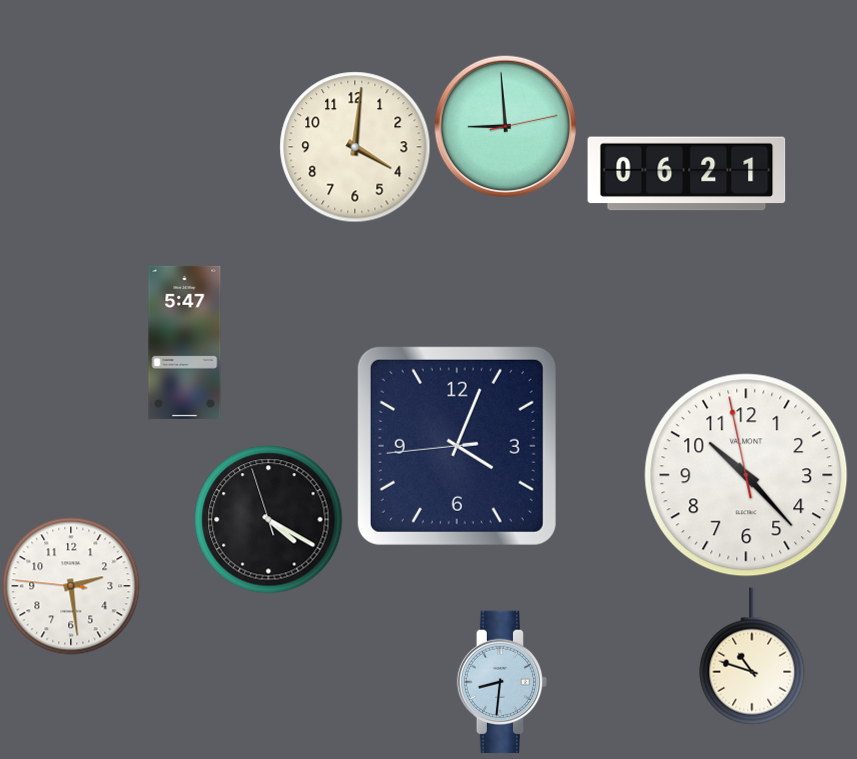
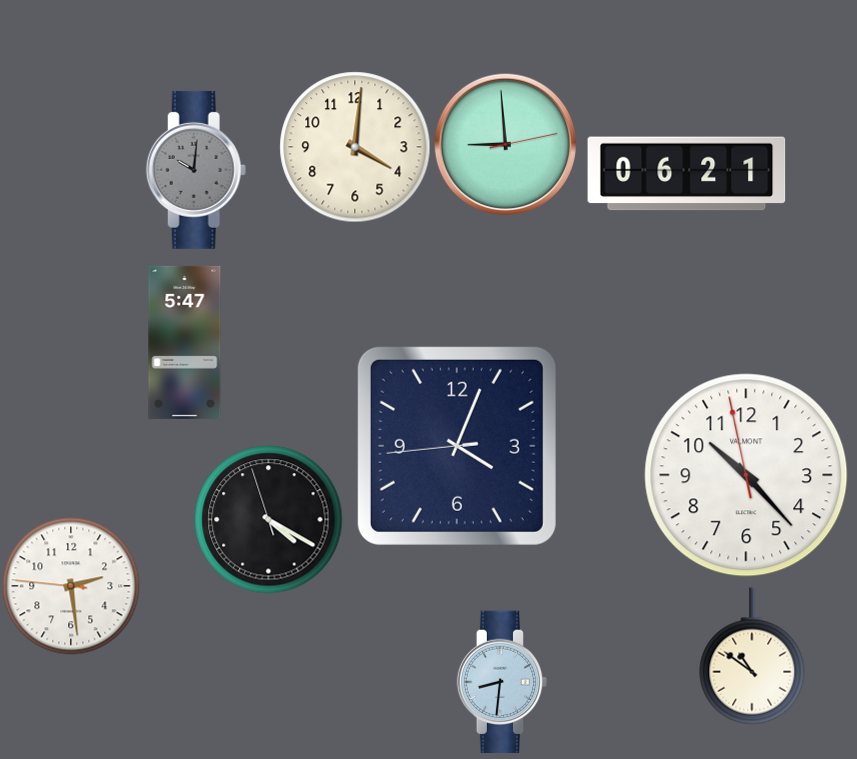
clock at (505, 126) position: (505, 126) -> (505, 144)
clock at (196, 170): none -> 10:01
clock at (752, 656): 10:48 -> 10:51
